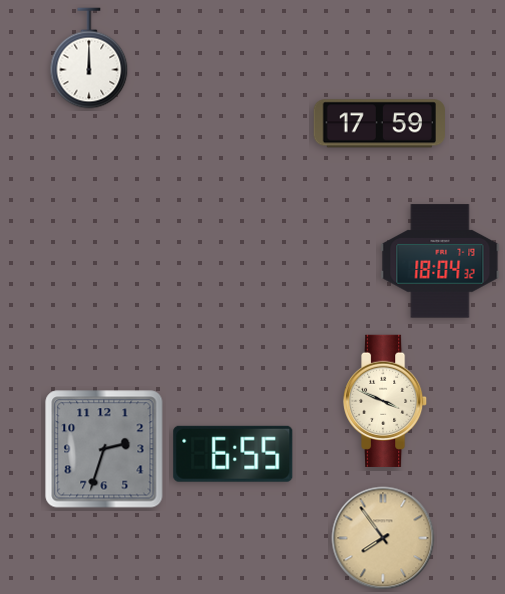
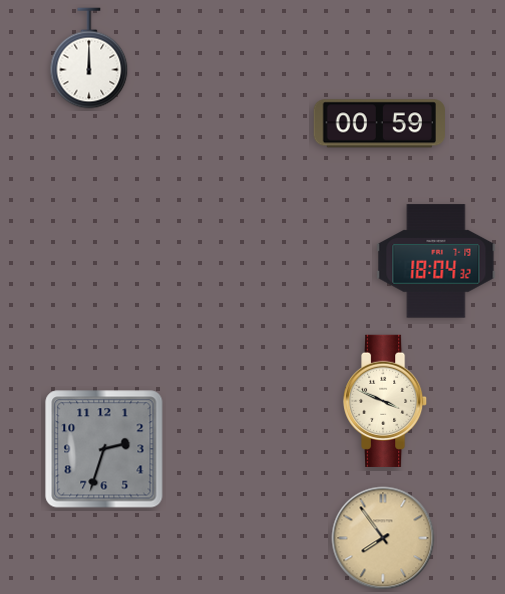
clock at (379, 124): 17:59 -> 00:59
clock at (440, 261) position: (440, 261) -> (436, 261)
clock at (233, 454): 6:55 -> none
